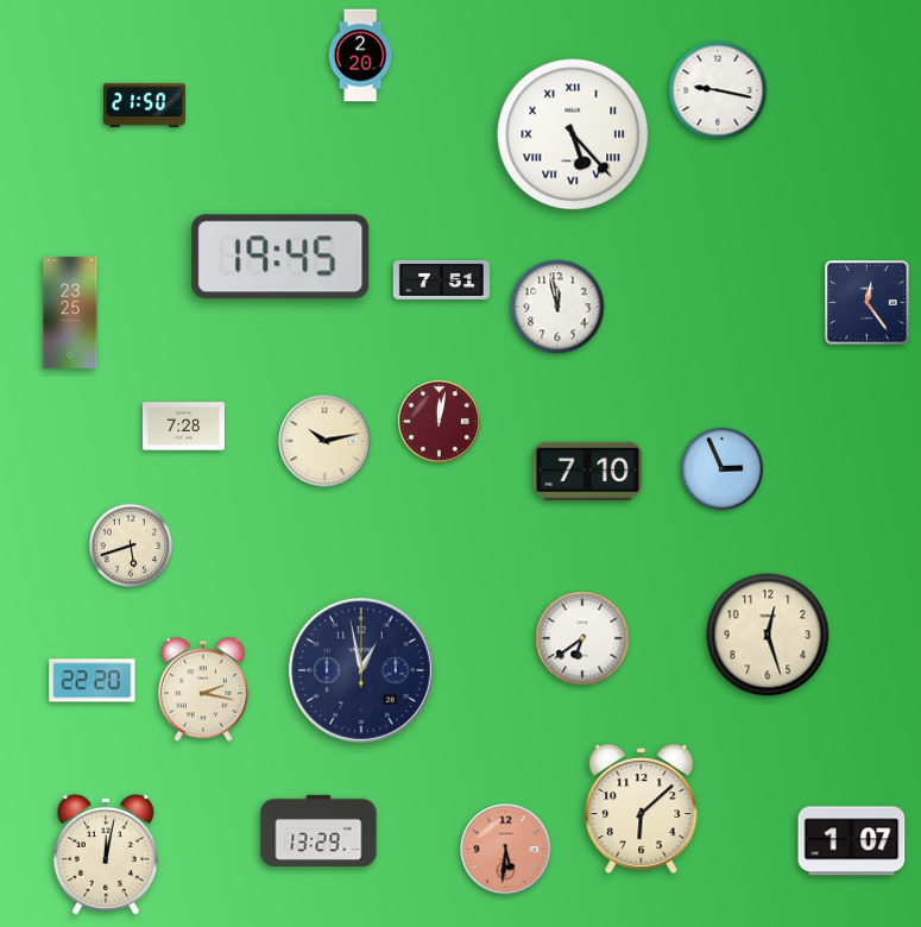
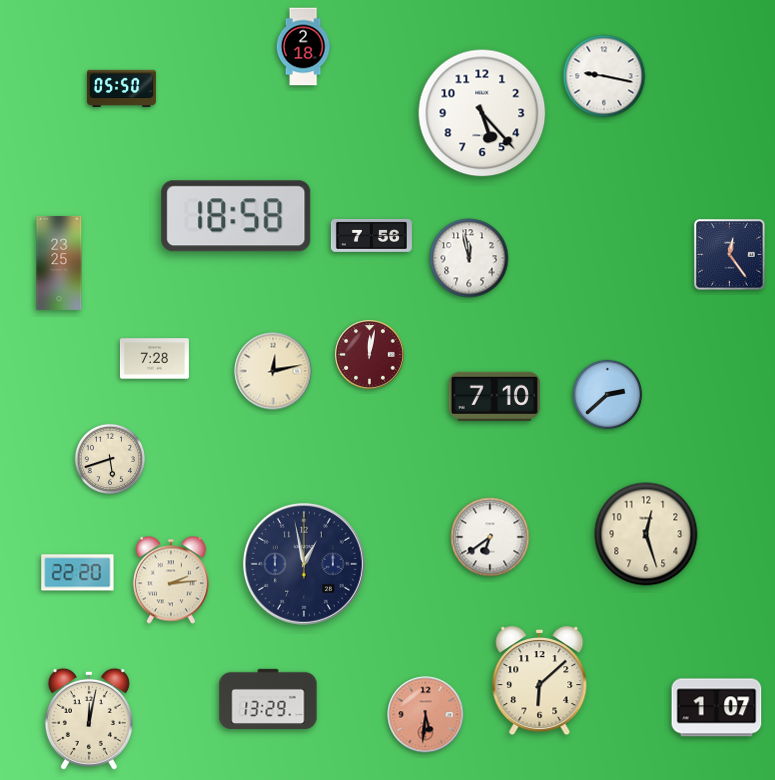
clock at (360, 56): 2:20 -> 2:18
clock at (144, 105): 21:50 -> 05:50
clock at (573, 134) numerals: Roman -> Arabic
clock at (280, 257): 19:45 -> 18:58
clock at (441, 279): 7:51 -> 7:56
clock at (324, 441): 10:13 -> 12:13
clock at (723, 469): 2:56 -> 2:38
clock at (203, 689): 2:17 -> 2:14
